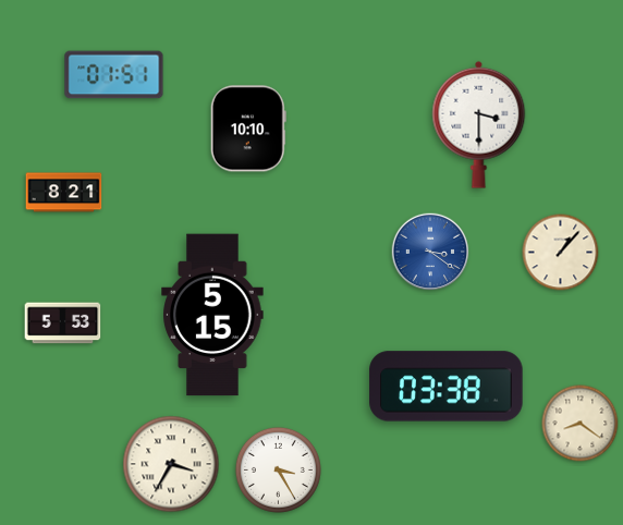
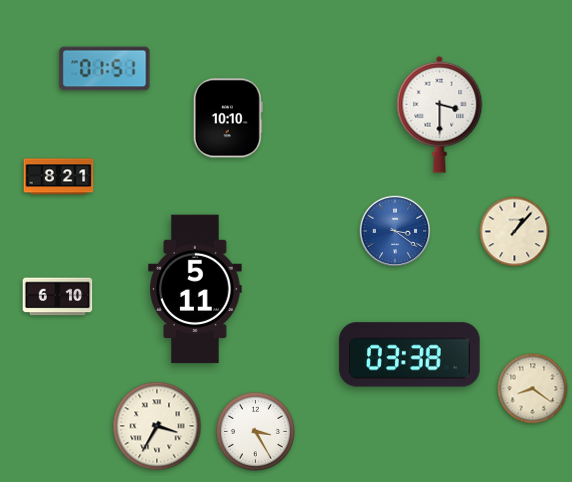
clock at (212, 315): 5:15 -> 5:11
clock at (63, 323): 5:53 -> 6:10
